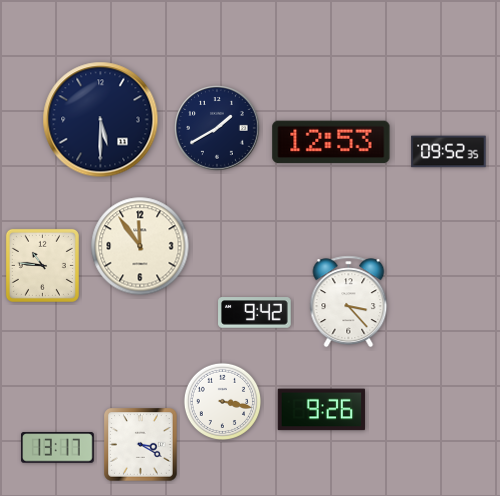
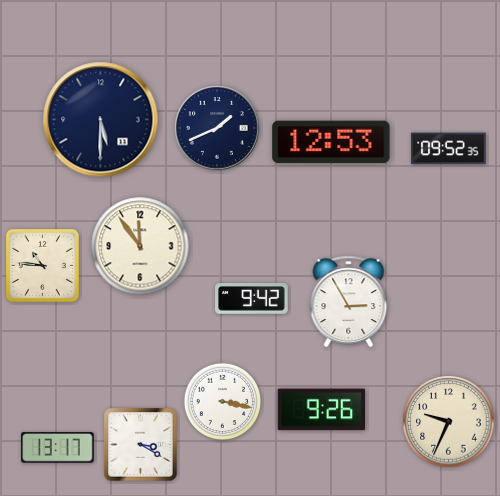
clock at (217, 128): 1:40 -> 1:41
clock at (449, 152) position: (449, 152) -> (449, 149)
clock at (349, 302): 3:23 -> 2:55
clock at (255, 313) position: (255, 313) -> (252, 299)
clock at (449, 422): none -> 9:34
